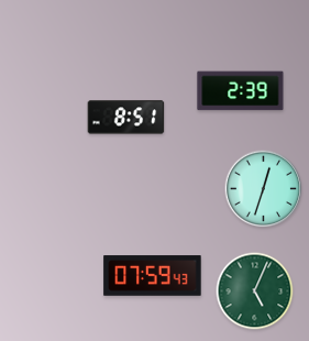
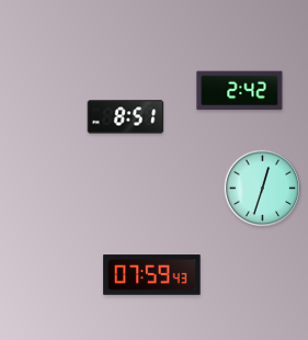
clock at (241, 91): 2:39 -> 2:42
clock at (255, 291): 5:04 -> none
